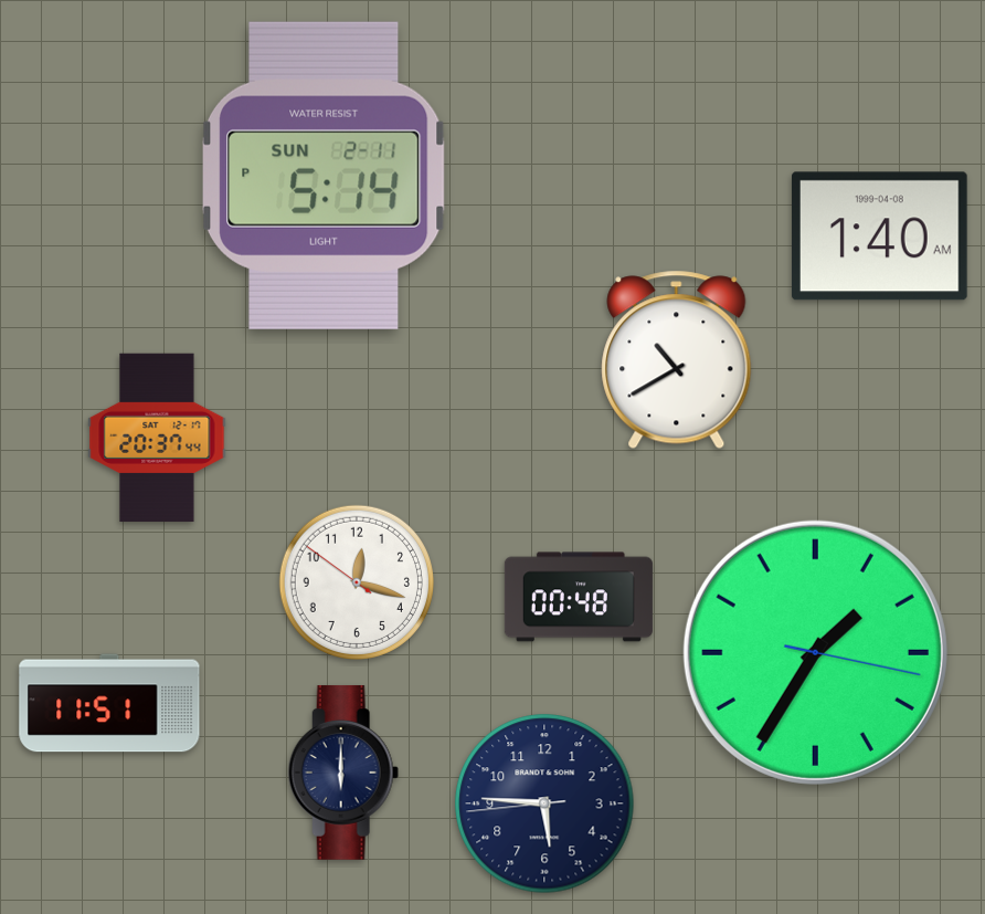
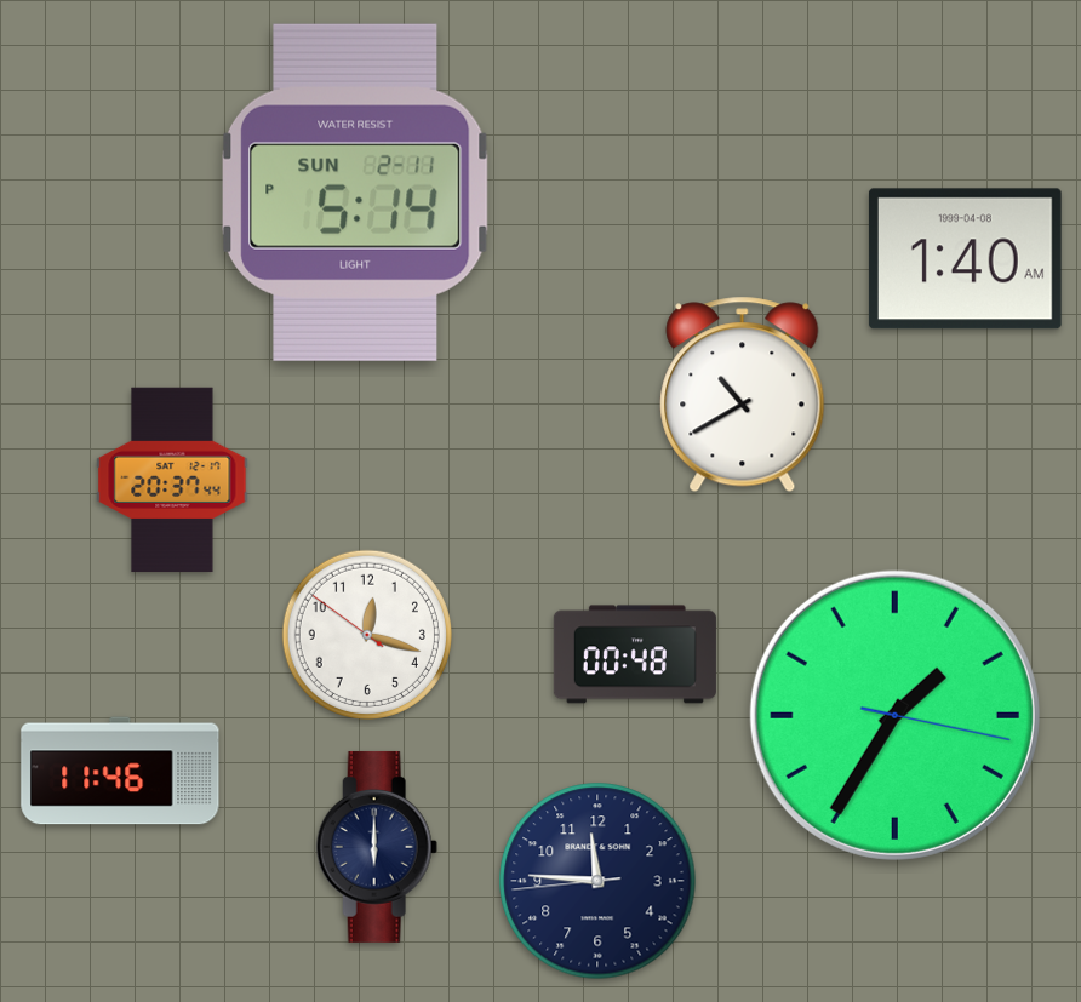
clock at (357, 582) position: (357, 582) -> (367, 635)
clock at (109, 703): 11:51 -> 11:46
clock at (544, 803): 5:45 -> 11:45
